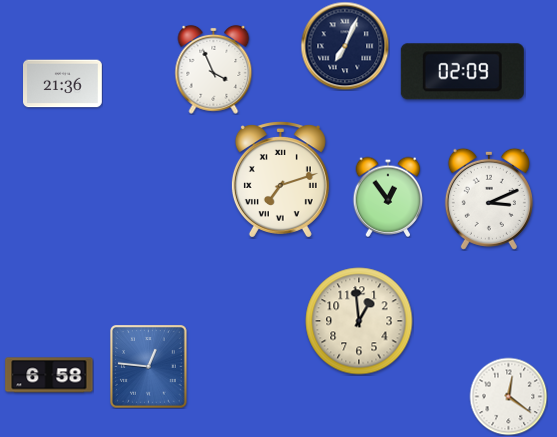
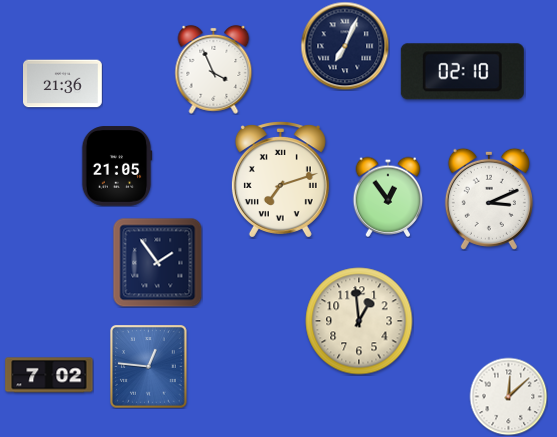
clock at (462, 72): 02:09 -> 02:10
clock at (117, 166): none -> 21:05
clock at (157, 262): none -> 1:54
clock at (49, 375): 6:58 -> 7:02
clock at (508, 396): 12:21 -> 12:08
